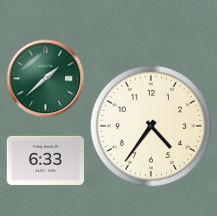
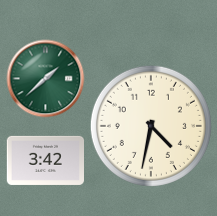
clock at (151, 126): 4:36 -> 4:32
clock at (45, 160): 6:33 -> 3:42
